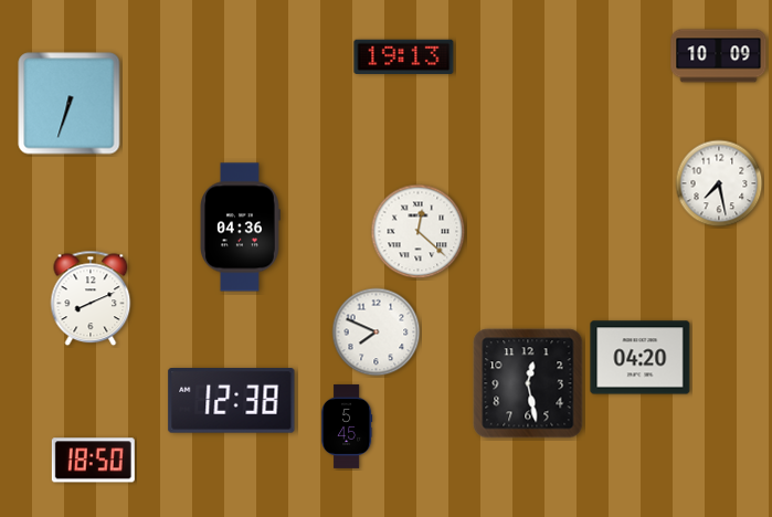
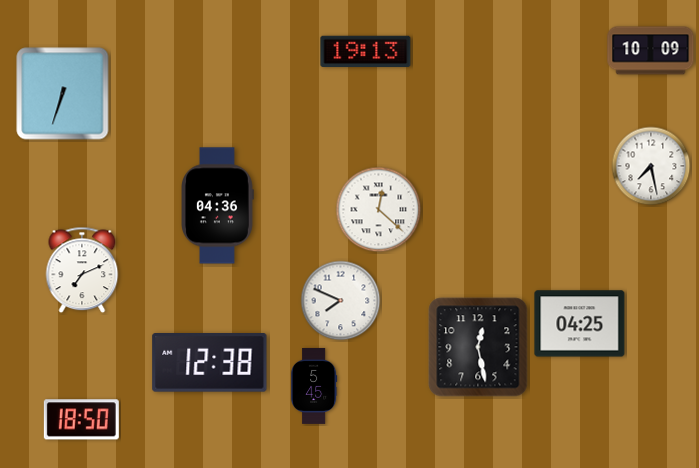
clock at (91, 298): 8:11 -> 7:11
clock at (641, 358): 04:20 -> 04:25
clock at (93, 461) position: (93, 461) -> (81, 420)
